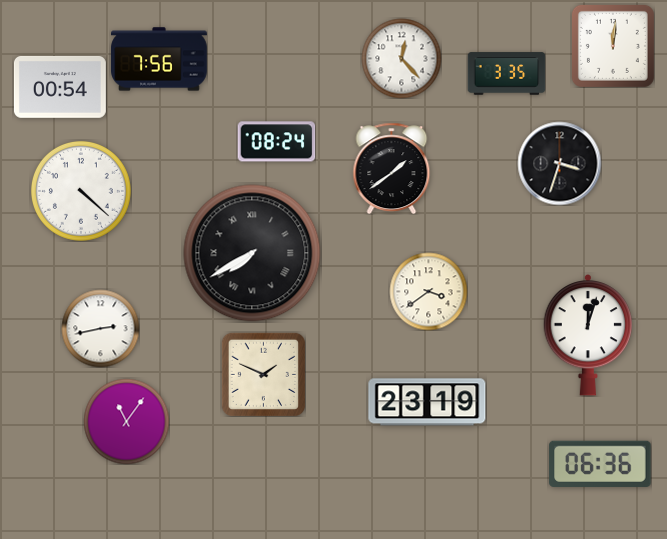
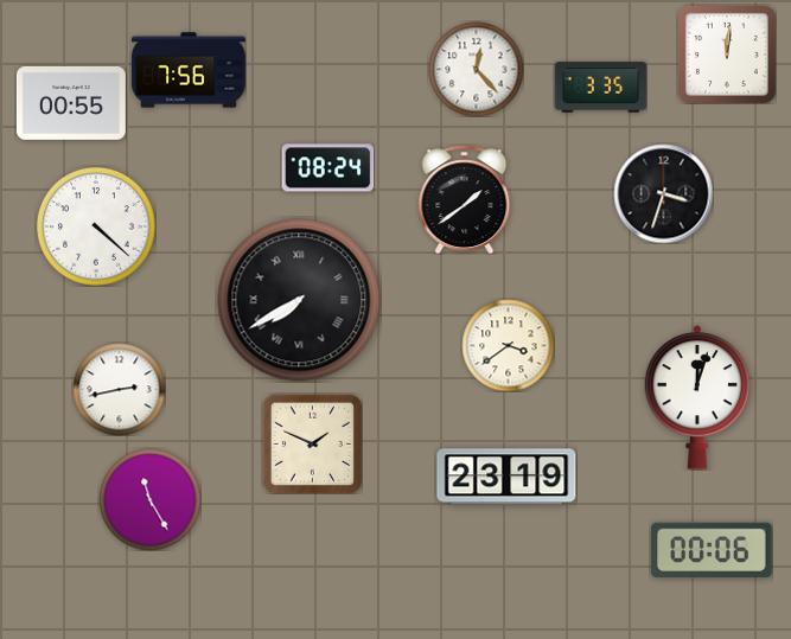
clock at (60, 87): 00:54 -> 00:55
clock at (126, 421): 11:06 -> 11:25
clock at (600, 464): 06:36 -> 00:06
